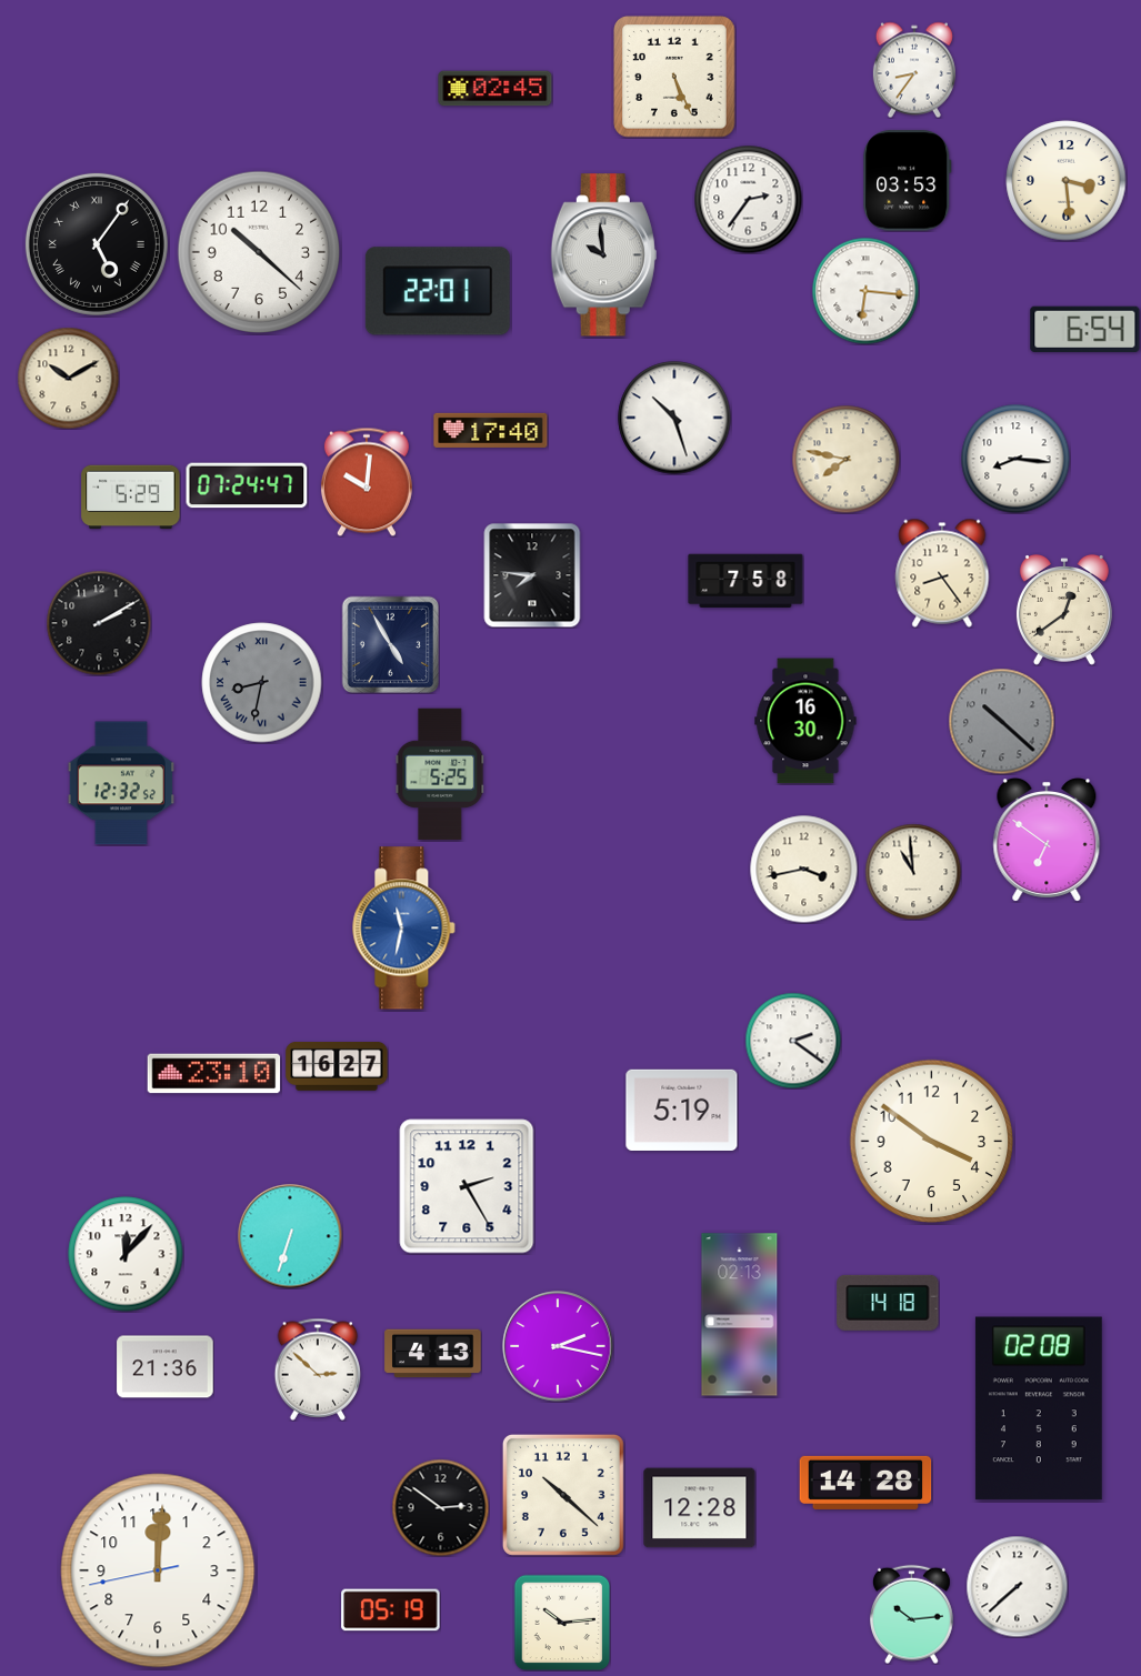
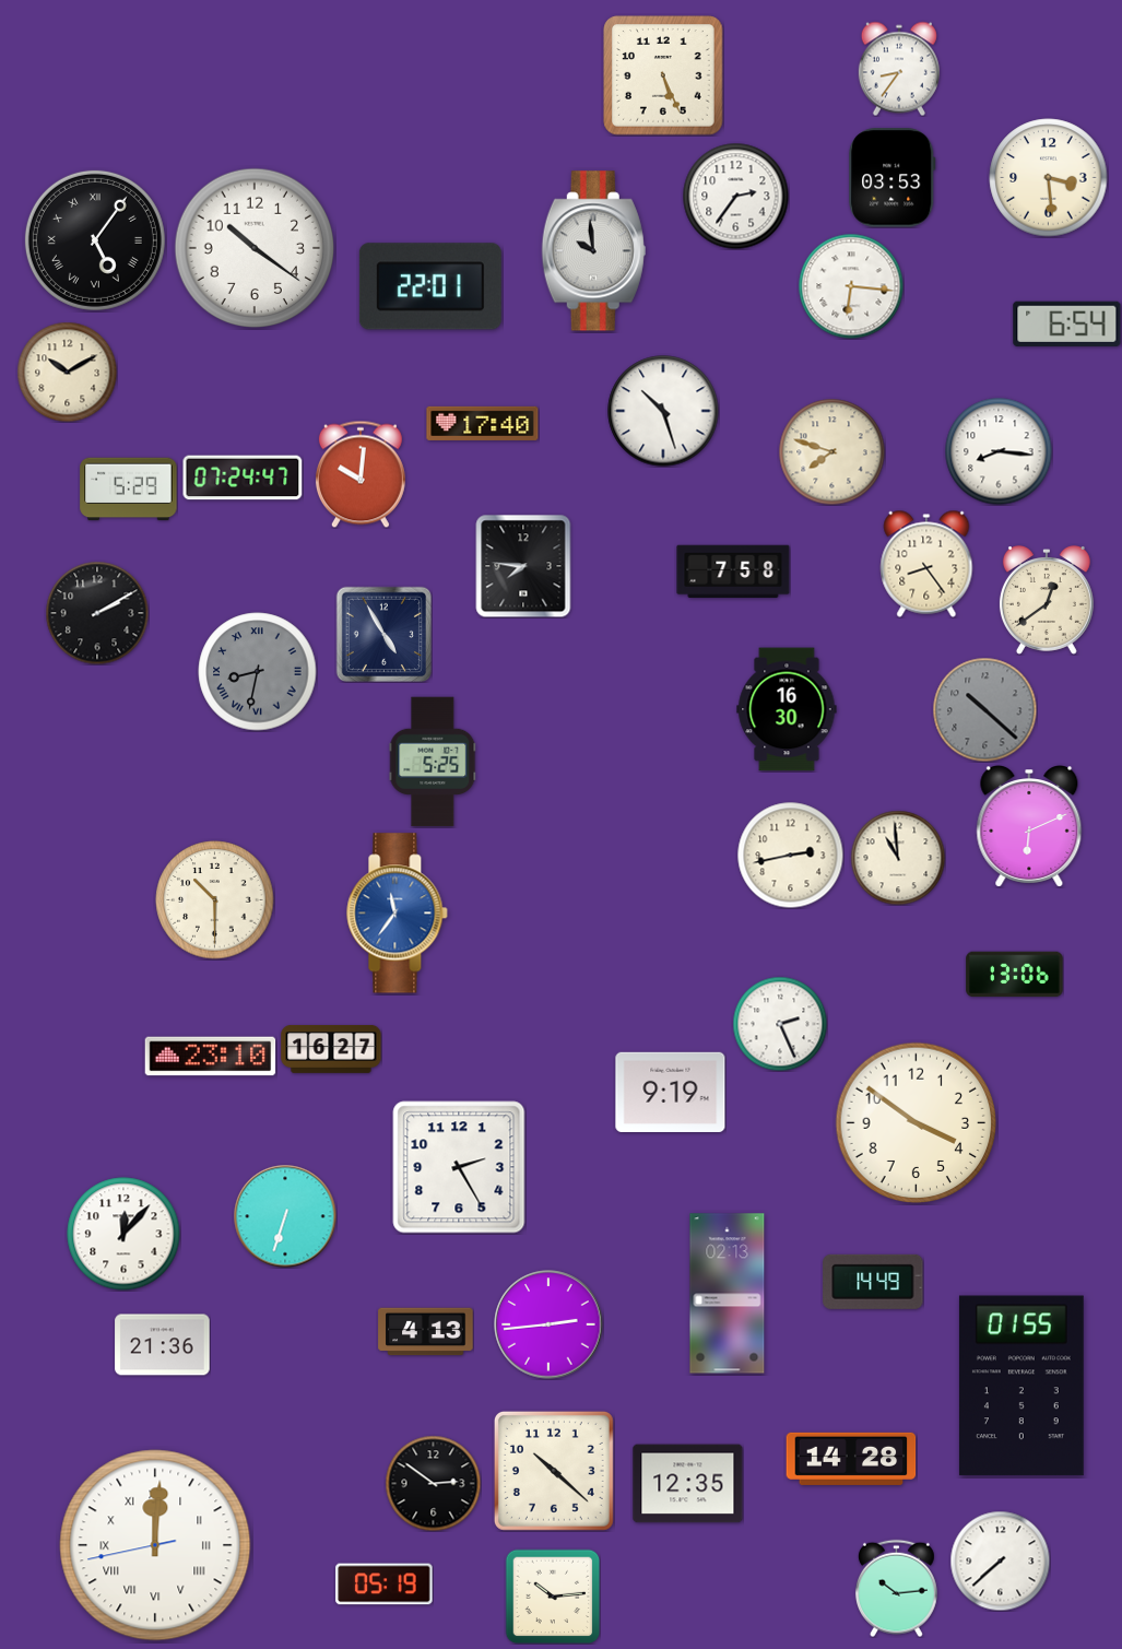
clock at (496, 89): 02:45 -> none
clock at (259, 252): 10:22 -> 10:21
clock at (845, 459): 7:47 -> 7:48
clock at (805, 721) position: (805, 721) -> (787, 709)
clock at (121, 783): 12:32 -> none
clock at (1047, 841): 6:51 -> 6:11
clock at (803, 869): 3:43 -> 2:43
clock at (215, 900): none -> 10:30
clock at (404, 929): 11:32 -> 11:36
clock at (1015, 975): none -> 13:06
clock at (793, 1041): 2:21 -> 2:26
clock at (682, 1110): 5:19 -> 9:19
clock at (888, 1303): 14:18 -> 14:49
clock at (558, 1346): 2:17 -> 2:44
clock at (318, 1369): 2:52 -> none
clock at (1039, 1408): 02:08 -> 01:55
clock at (700, 1508): 12:28 -> 12:35
clock at (158, 1570) numerals: Arabic -> Roman
